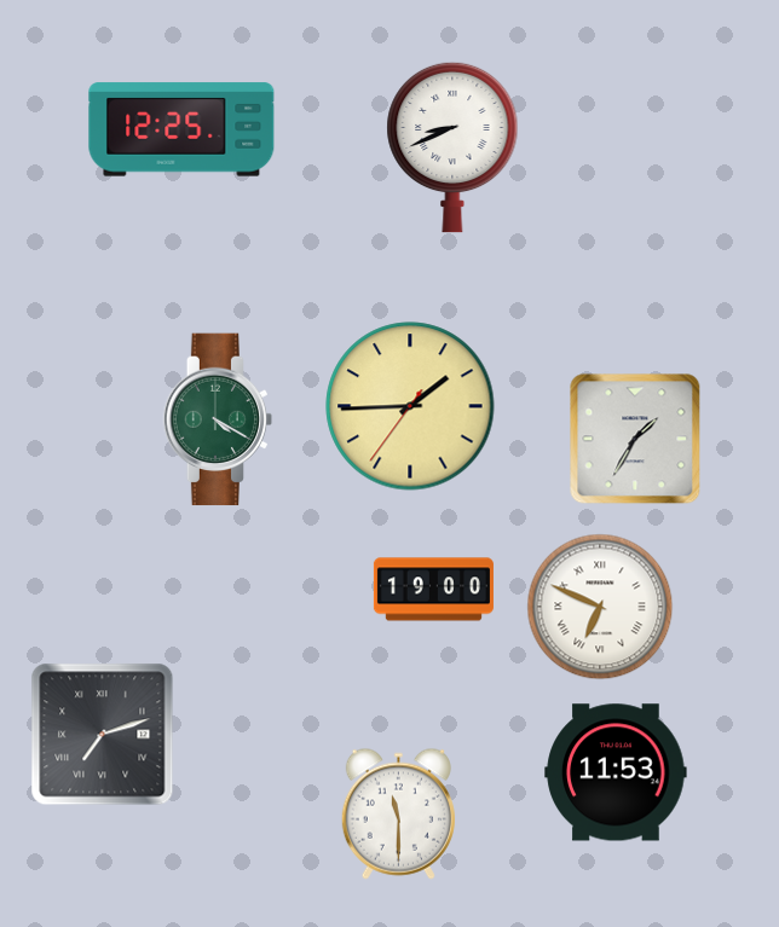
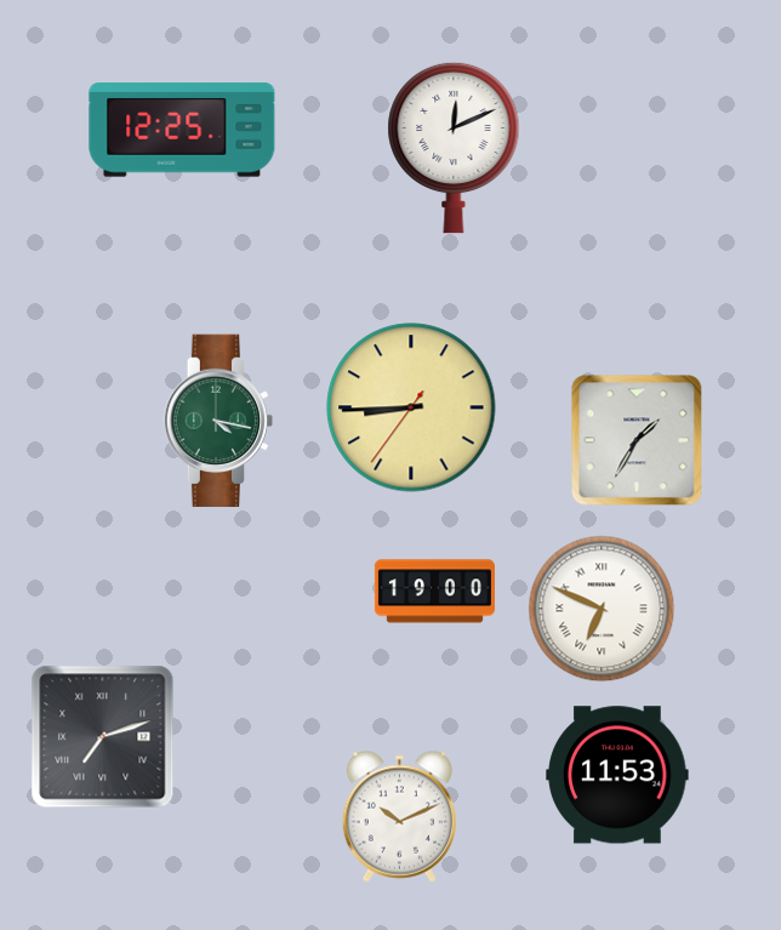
clock at (452, 147): 8:41 -> 12:11
clock at (410, 406): 1:44 -> 8:44
clock at (218, 419): 4:20 -> 4:17
clock at (398, 813): 11:30 -> 10:11
